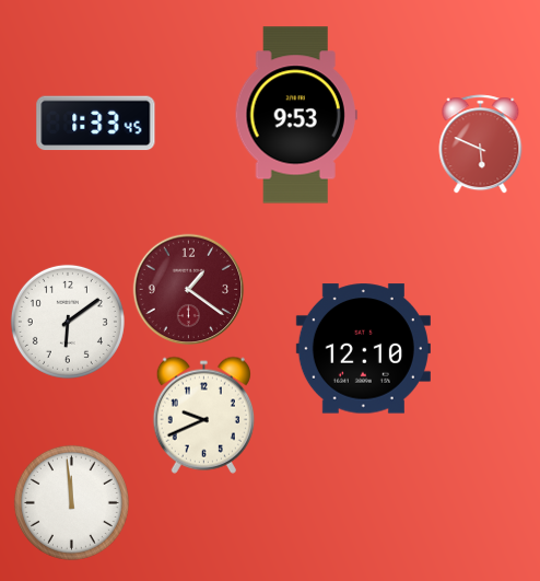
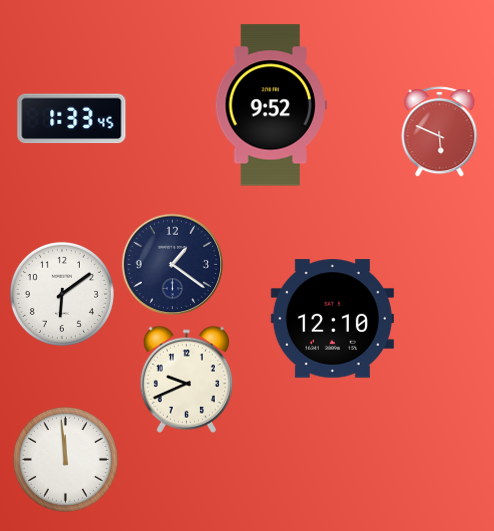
clock at (296, 115): 9:53 -> 9:52
clock at (96, 124) position: (96, 124) -> (72, 119)
clock at (189, 290) dial: burgundy -> navy
